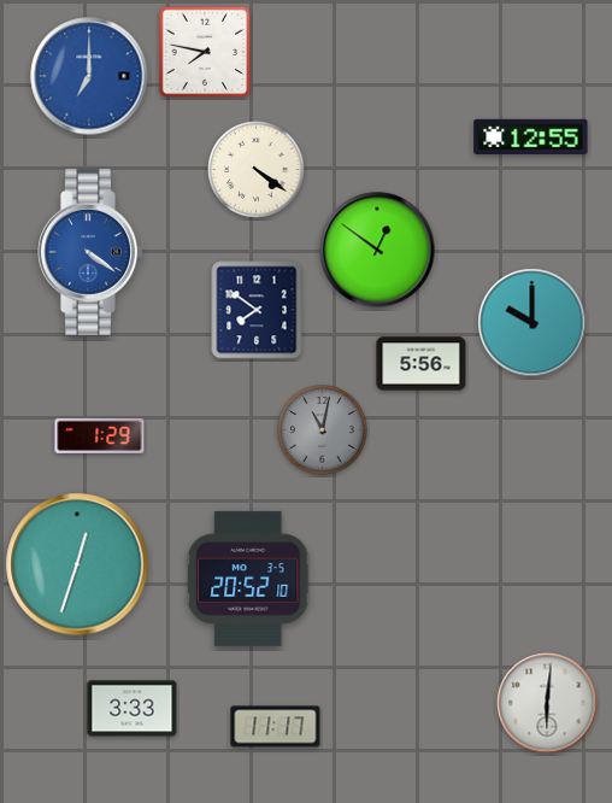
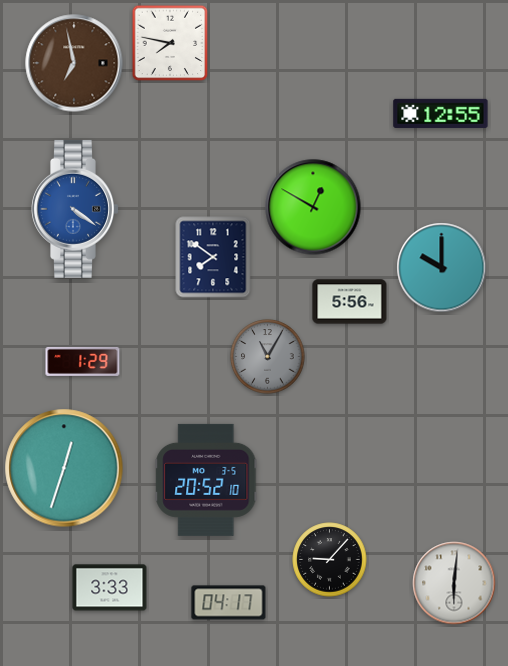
clock at (89, 76): 7:00 -> 6:58
clock at (89, 76) dial: blue -> brown
clock at (257, 170): 4:21 -> none
clock at (377, 250): 12:51 -> 12:50
clock at (323, 430): 11:02 -> 11:05
clock at (330, 560): none -> 9:07
clock at (276, 727): 11:17 -> 04:17
